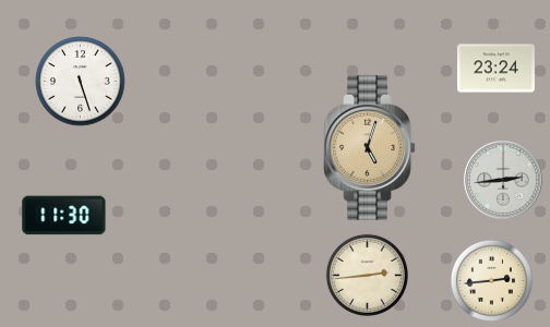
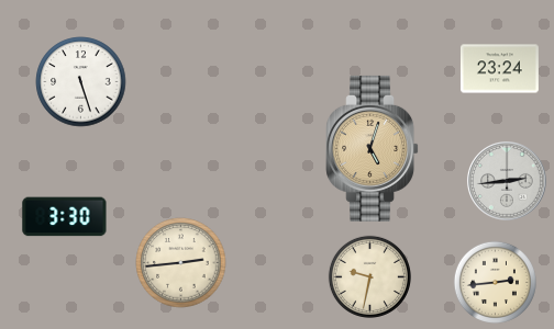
clock at (64, 216): 11:30 -> 3:30
clock at (181, 263): none -> 2:44
clock at (367, 275): 2:44 -> 9:32
